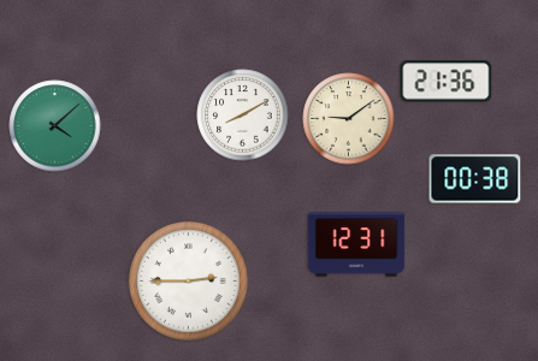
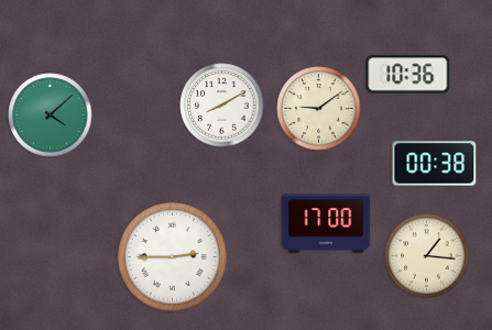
clock at (447, 82): 21:36 -> 10:36
clock at (356, 244): 12:31 -> 17:00
clock at (427, 256): none -> 1:16
